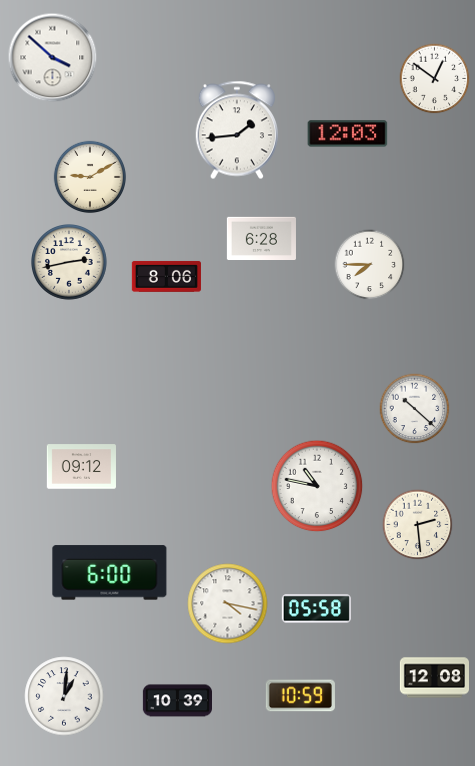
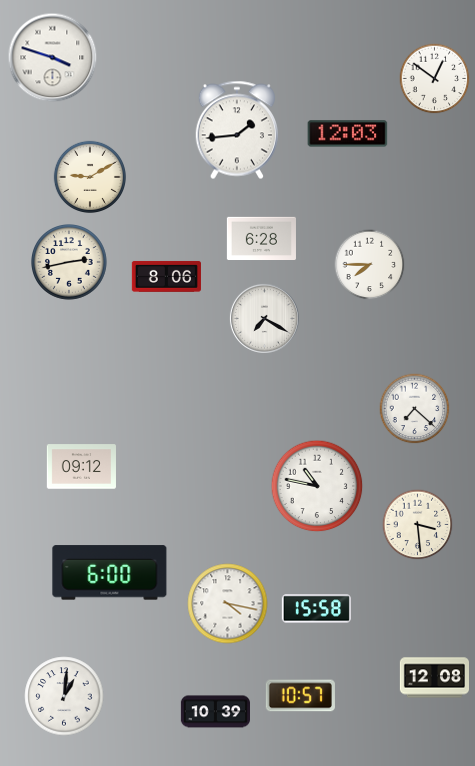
clock at (53, 58): 3:52 -> 3:48
clock at (264, 318): none -> 7:20
clock at (415, 409): 10:22 -> 7:22
clock at (418, 525): 2:29 -> 3:29
clock at (316, 609): 05:58 -> 15:58
clock at (300, 696): 10:59 -> 10:57
clock at (177, 701) position: (177, 701) -> (215, 712)
